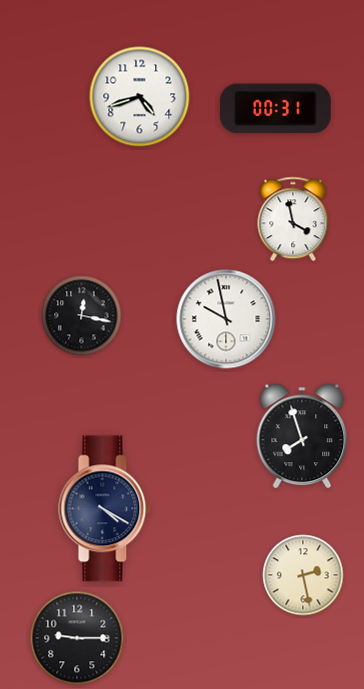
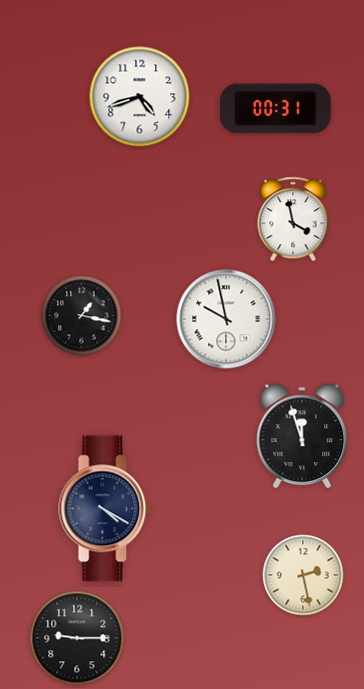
clock at (82, 316): 12:17 -> 1:17
clock at (302, 436): 7:57 -> 11:57
